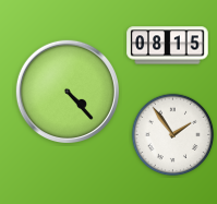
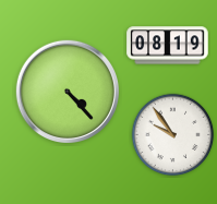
clock at (168, 46): 08:15 -> 08:19
clock at (173, 135): 1:54 -> 9:54
